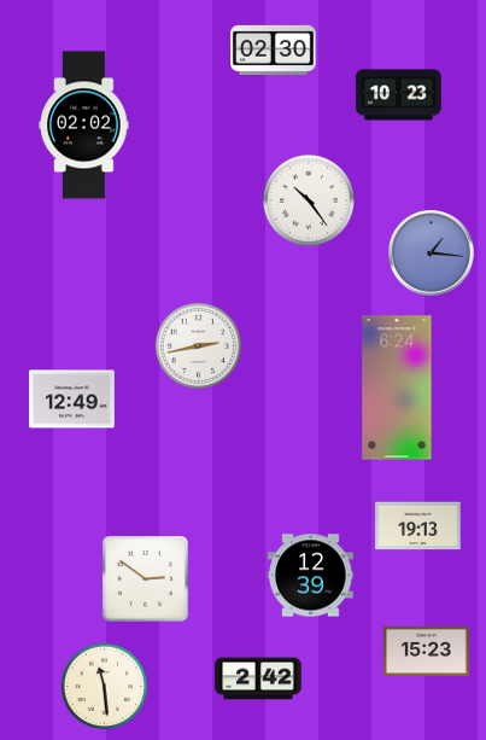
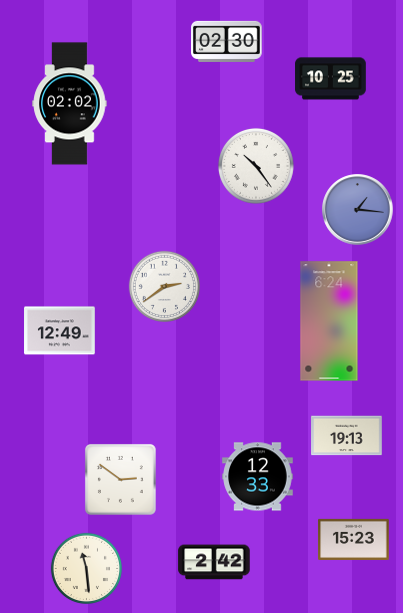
clock at (399, 95): 10:23 -> 10:25
clock at (198, 345): 2:43 -> 2:39
clock at (311, 576): 12:39 -> 12:33
